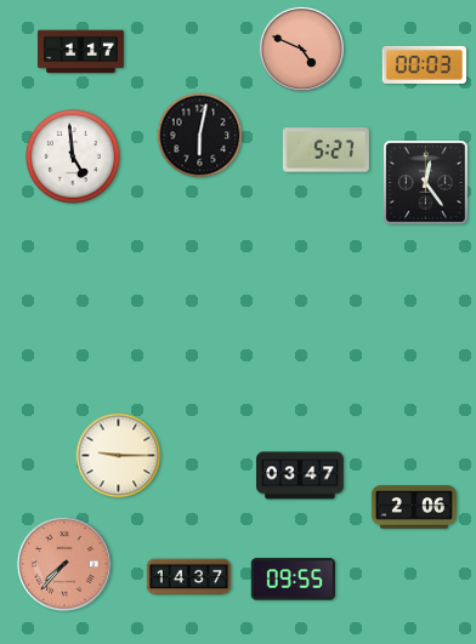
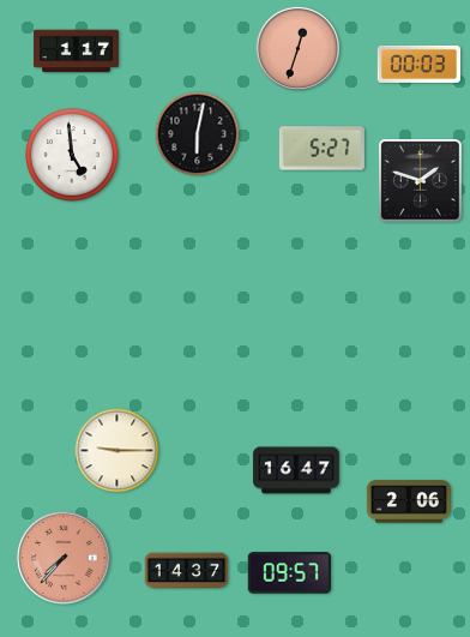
clock at (301, 49): 4:49 -> 12:33
clock at (80, 52) position: (80, 52) -> (76, 52)
clock at (426, 183): 12:24 -> 1:48
clock at (300, 475): 03:47 -> 16:47
clock at (293, 580): 09:55 -> 09:57
